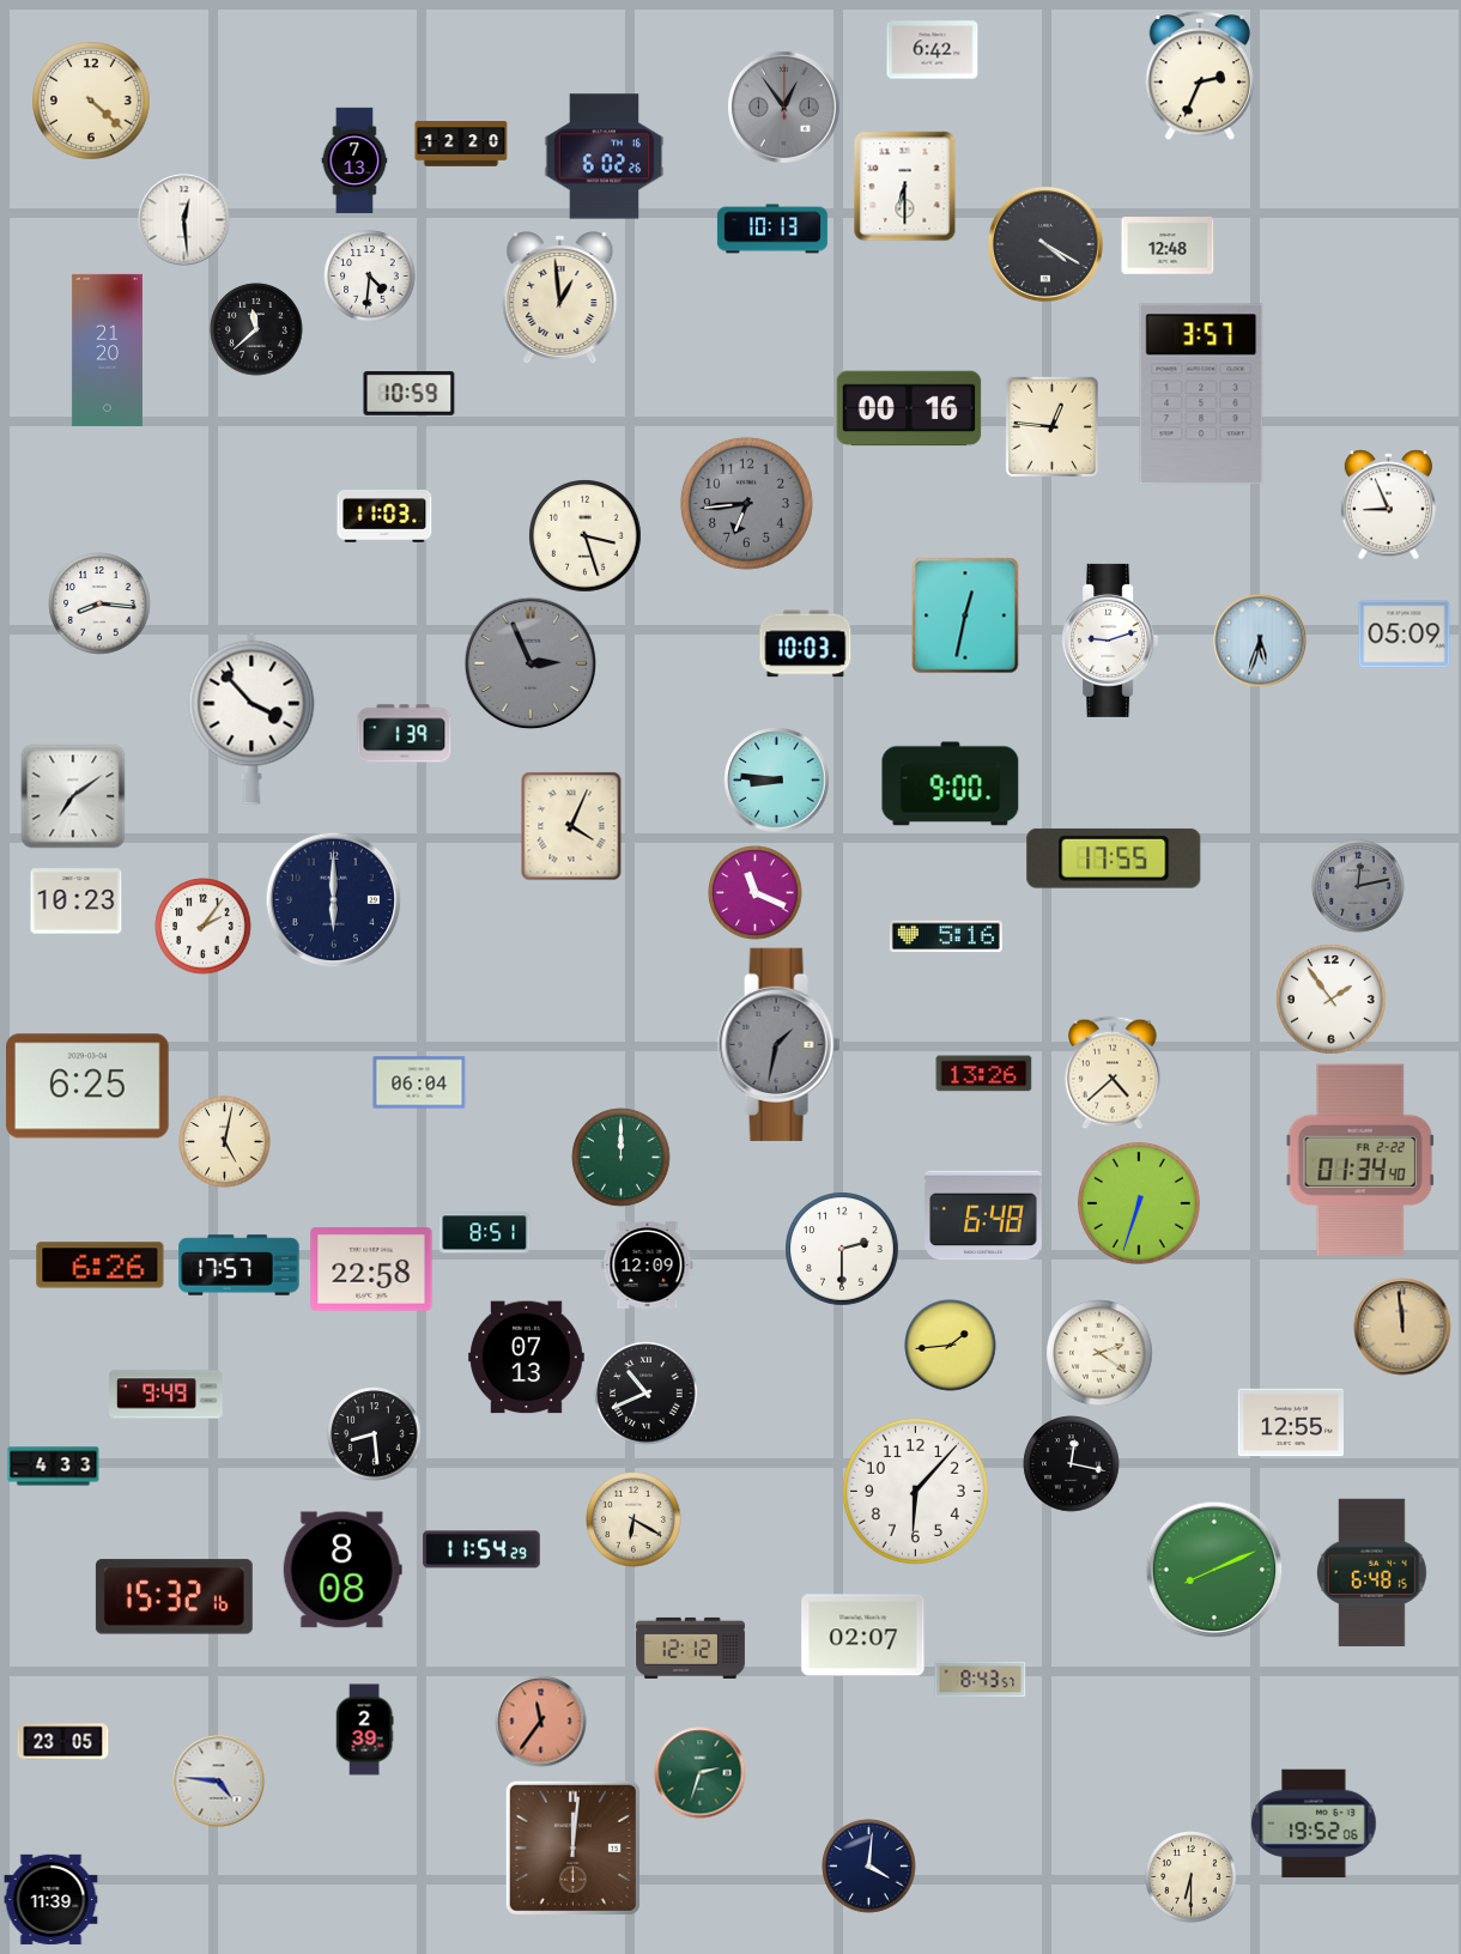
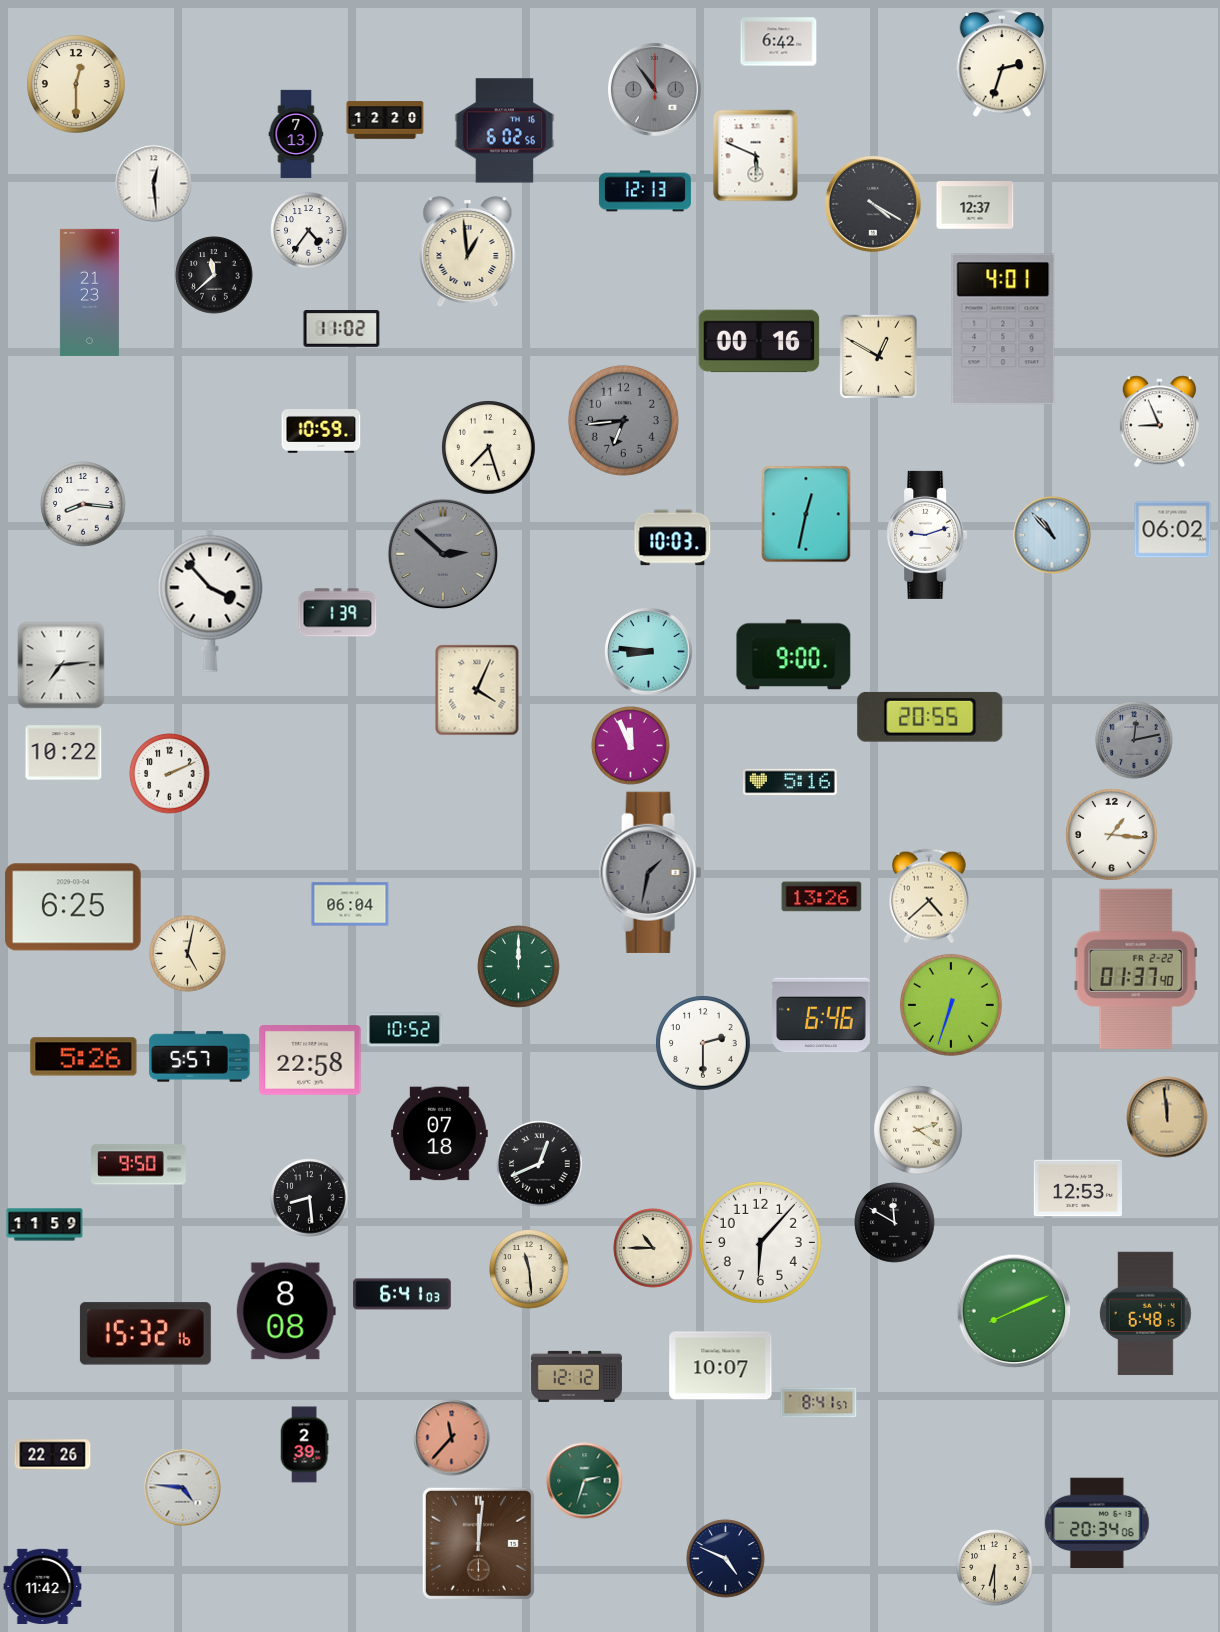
clock at (1200, 77): 2:34 -> 2:33
clock at (92, 102): 4:22 -> 12:30
clock at (784, 108): 12:54 -> 10:54
clock at (605, 157): 6:02:26 -> 6:02:56
clock at (905, 187): 6:30 -> 5:49
clock at (772, 229): 10:13 -> 12:13
clock at (1168, 245): 12:48 -> 12:37
clock at (370, 277): 4:31 -> 4:36
clock at (560, 298) position: (560, 298) -> (468, 252)
clock at (107, 350): 21:20 -> 21:23
clock at (410, 394): 10:59 -> 11:02
clock at (1201, 394): 3:57 -> 4:01
clock at (1051, 426): 12:46 -> 12:50
clock at (384, 516): 11:03 -> 10:59
clock at (586, 536): 3:27 -> 7:27
clock at (1405, 635): 05:09 -> 06:02
clock at (1260, 641): 5:33 -> 10:53
clock at (531, 663): 2:56 -> 2:52
clock at (73, 796): 7:09 -> 7:14
clock at (1114, 858): 17:55 -> 20:55
clock at (756, 893): 11:19 -> 11:56
clock at (334, 900): 6:00 -> none
clock at (77, 902): 10:23 -> 10:22
clock at (204, 927): 2:06 -> 2:11
clock at (1332, 1000): 1:54 -> 1:16
clock at (1360, 1159): 01:34 -> 01:37
clock at (983, 1215): 6:48 -> 6:46
clock at (485, 1233): 8:51 -> 10:52
clock at (648, 1264): 12:09 -> none
clock at (101, 1266): 6:26 -> 5:26
clock at (240, 1266): 17:57 -> 5:57
clock at (1402, 1327) position: (1402, 1327) -> (1167, 1117)
clock at (951, 1346): 1:44 -> none
clock at (527, 1358): 07:13 -> 07:18
clock at (647, 1394): 10:41 -> 12:41
clock at (166, 1395): 9:49 -> 9:50
clock at (1290, 1422): 12:55 -> 12:53
clock at (375, 1434) position: (375, 1434) -> (310, 1198)
clock at (1072, 1464): 12:17 -> 11:50
clock at (54, 1467): 4:33 -> 11:59
clock at (915, 1491) position: (915, 1491) -> (760, 1242)
clock at (653, 1248): none -> 10:45
clock at (633, 1519): 6:20 -> 11:29
clock at (481, 1549): 11:54 -> 6:41
clock at (863, 1636): 02:07 -> 10:07
clock at (981, 1680): 8:43 -> 8:41
clock at (541, 1722): 11:36 -> 11:37
clock at (63, 1742): 23:05 -> 22:26
clock at (1314, 1823): 19:52 -> 20:34
clock at (869, 1867): 4:01 -> 4:49
clock at (51, 1899): 11:39 -> 11:42
